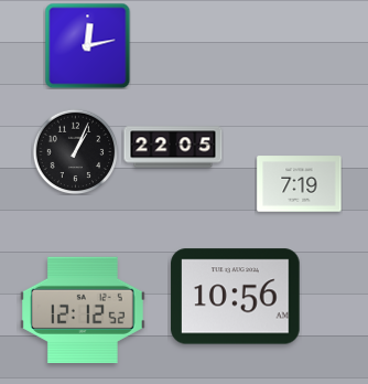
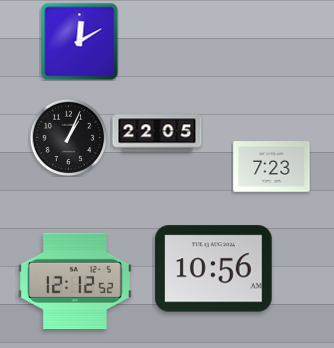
clock at (87, 45): 12:13 -> 12:10
clock at (300, 184): 7:19 -> 7:23
